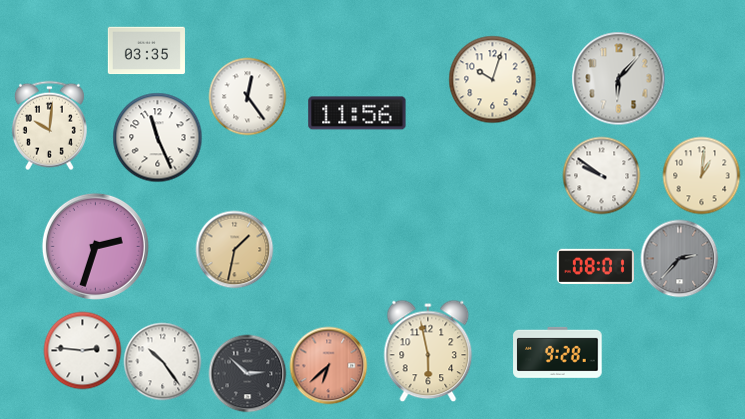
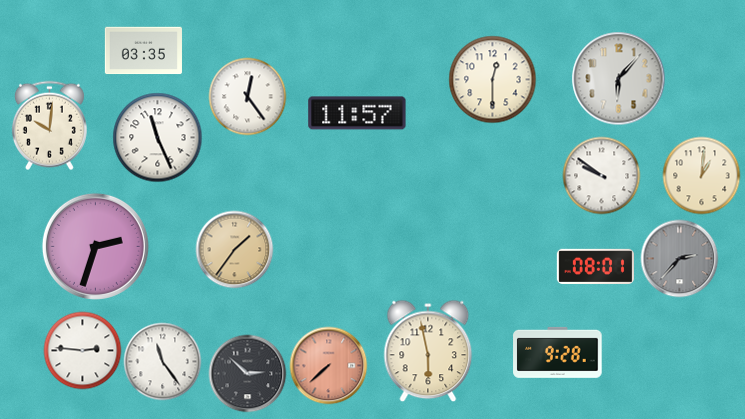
clock at (146, 51) position: (146, 51) -> (143, 51)
clock at (492, 79): 10:03 -> 12:30
clock at (357, 113): 11:56 -> 11:57
clock at (234, 249): 1:32 -> 1:36
clock at (162, 361): 10:24 -> 11:24
clock at (328, 365): 6:38 -> 7:38
